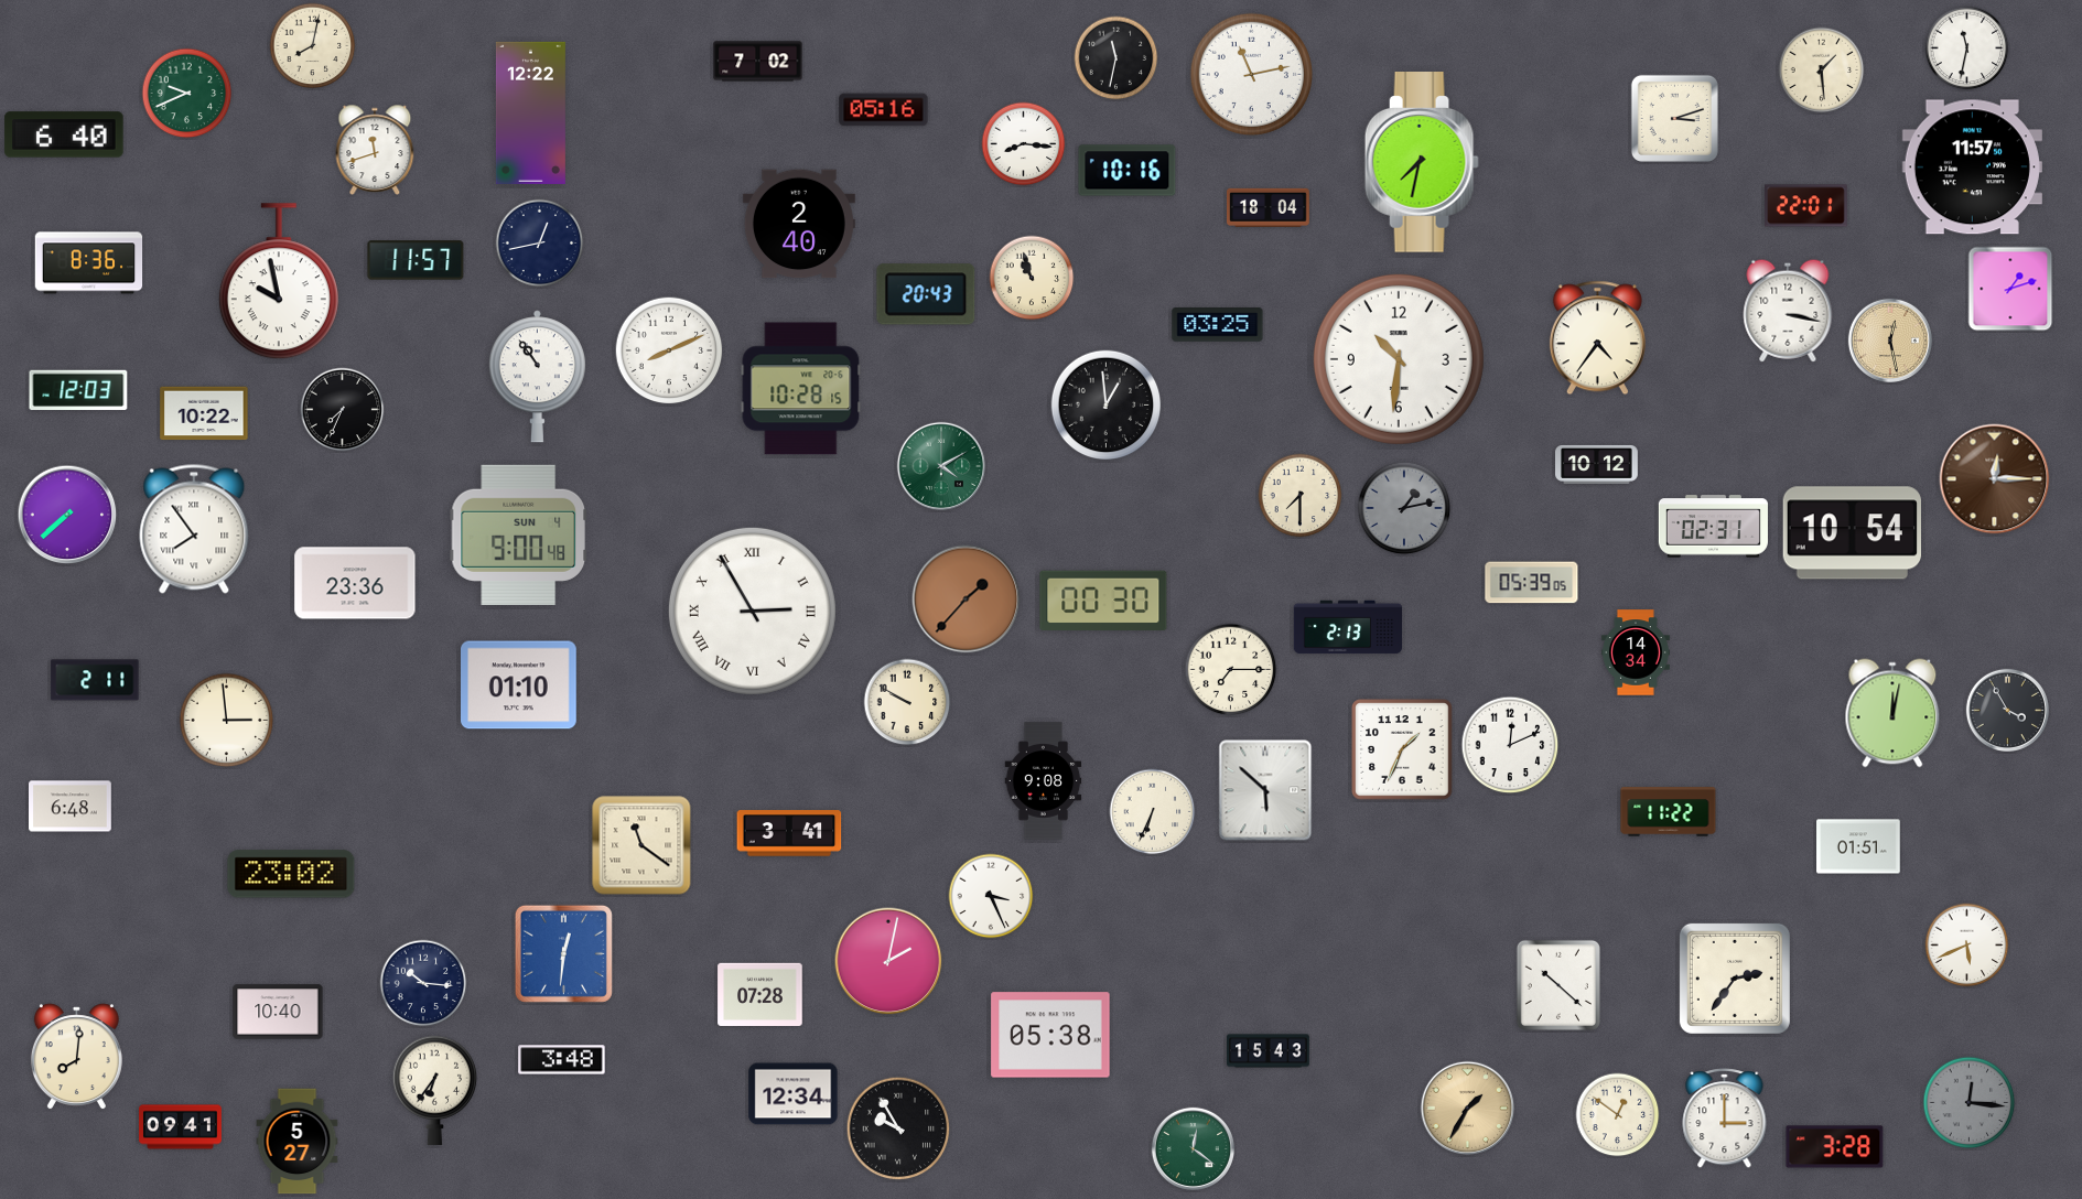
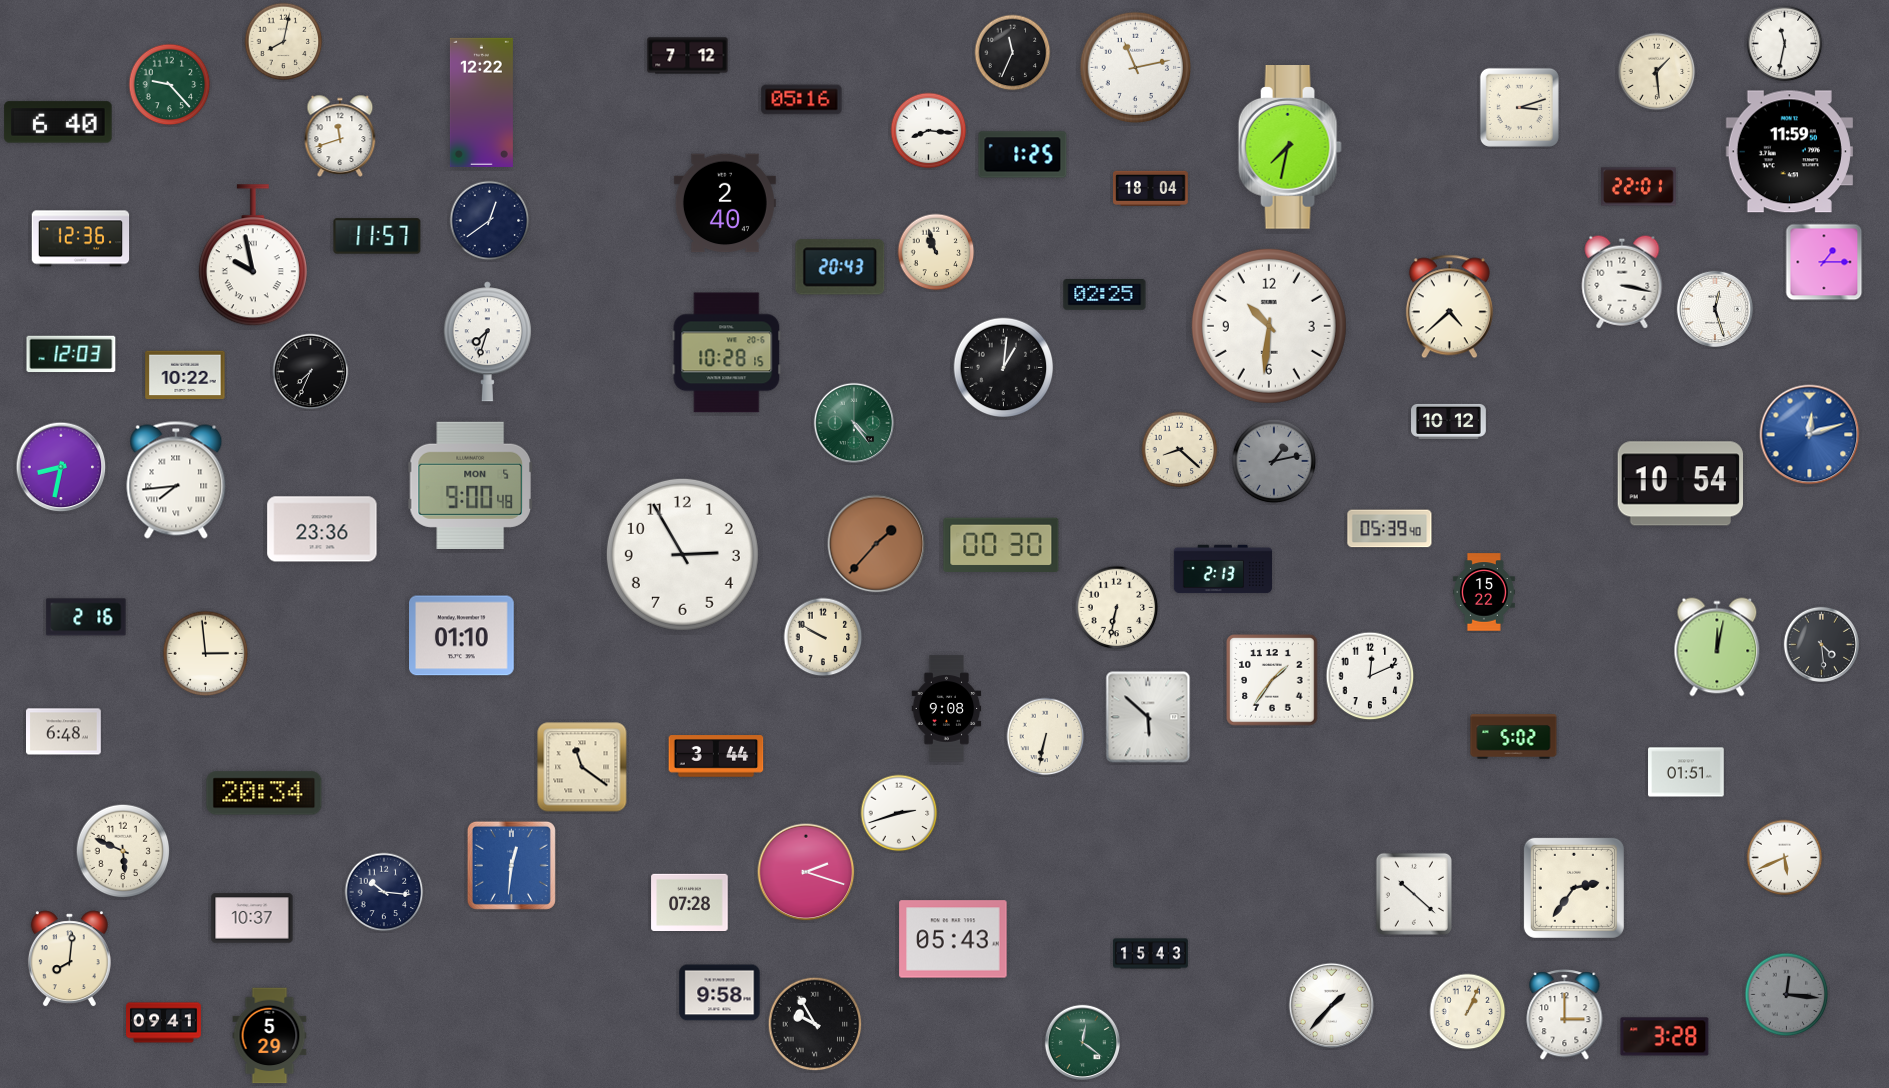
clock at (1116, 58): 11:32 -> 11:34
clock at (758, 62): 7:02 -> 7:12
clock at (1822, 71) position: (1822, 71) -> (1657, 72)
clock at (187, 94): 9:41 -> 9:23
clock at (1972, 168): 11:57 -> 11:59
clock at (1128, 171): 10:16 -> 1:25
clock at (540, 244): 12:43 -> 12:39
clock at (89, 263): 8:36 -> 12:36
clock at (2010, 289): 1:12 -> 1:15
clock at (1218, 325): 03:25 -> 02:25
clock at (1597, 338): 4:36 -> 4:38
clock at (1889, 339): 12:28 -> 12:27
clock at (1889, 339) dial: champagne -> white
clock at (669, 350): 8:11 -> none
clock at (537, 377): 10:54 -> 7:33
clock at (1107, 406): 12:59 -> 1:01
clock at (941, 466): 4:10 -> 4:24
clock at (1995, 479): 12:15 -> 12:12
clock at (1995, 479) dial: brown -> blue
clock at (1301, 496): 7:30 -> 8:22
clock at (67, 515): 7:38 -> 8:32
clock at (1713, 527): 02:31 -> none
clock at (194, 529): 7:54 -> 7:44
clock at (518, 534) date: SUN 4 -> MON 5
clock at (1532, 583): 05:39:05 -> 05:39:40
clock at (752, 611) numerals: Roman -> Arabic
clock at (1636, 652): 14:34 -> 15:22
clock at (1231, 670): 7:15 -> 6:32
clock at (95, 680): 2:11 -> 2:16
clock at (519, 685) position: (519, 685) -> (462, 636)
clock at (2007, 710): 3:55 -> 4:29
clock at (1402, 749): 1:34 -> 1:36
clock at (1153, 812): 6:34 -> 6:32
clock at (1669, 812): 11:22 -> 5:02
clock at (789, 833): 3:41 -> 3:44
clock at (1858, 846) position: (1858, 846) -> (1686, 772)
clock at (291, 874): 23:02 -> 20:34
clock at (991, 896): 3:26 -> 2:42
clock at (123, 851): none -> 5:49
clock at (888, 961): 2:02 -> 2:18
clock at (278, 1012): 10:40 -> 10:37
clock at (1050, 1035): 05:38 -> 05:43
clock at (562, 1060): 3:48 -> none
clock at (434, 1090): 6:36 -> none
clock at (794, 1094): 12:34 -> 9:58
clock at (1970, 1103) position: (1970, 1103) -> (1787, 995)
clock at (1468, 1109): 1:35 -> 1:37
clock at (1468, 1109) dial: champagne -> white
clock at (1618, 1115): 12:51 -> 1:04
clock at (298, 1142): 5:27 -> 5:29
clock at (1835, 1147) position: (1835, 1147) -> (1665, 1037)
